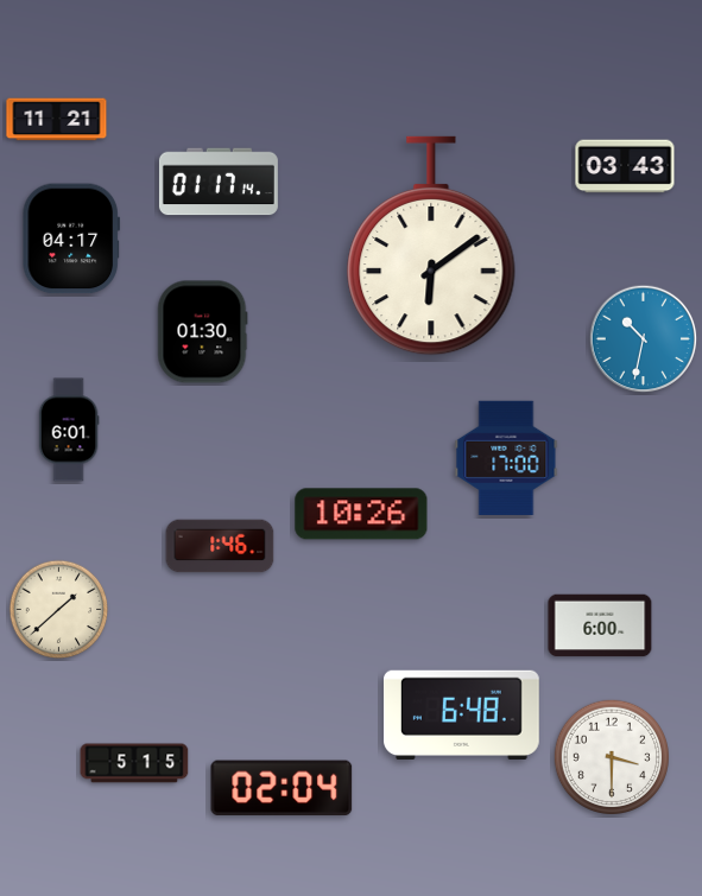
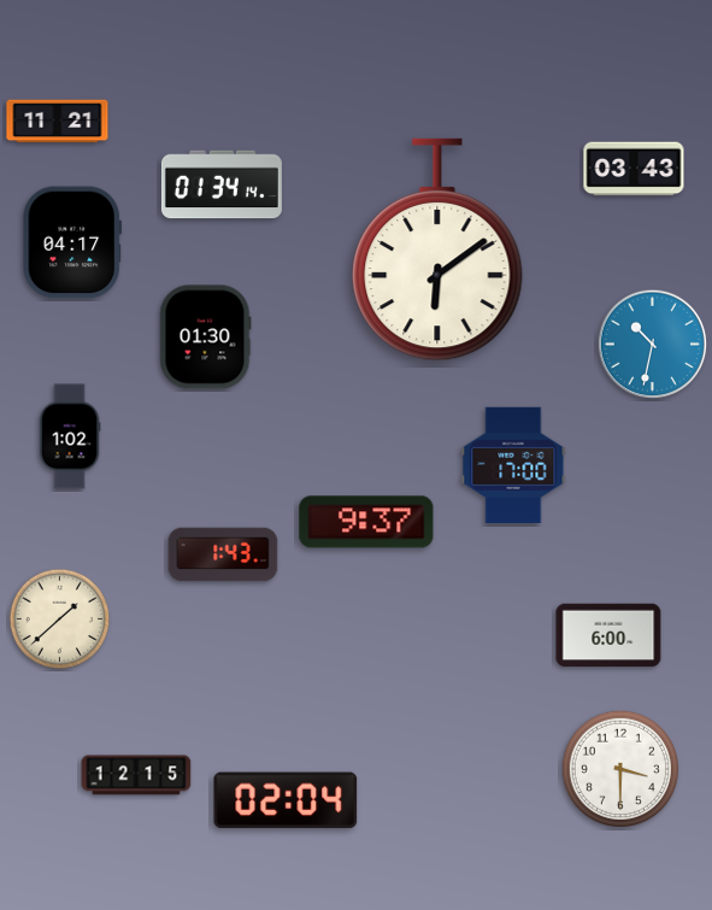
clock at (219, 182): 01:17 -> 01:34
clock at (69, 430): 6:01 -> 1:02
clock at (361, 514): 10:26 -> 9:37
clock at (220, 546): 1:46 -> 1:43
clock at (461, 714): 6:48 -> none
clock at (134, 763): 5:15 -> 12:15
